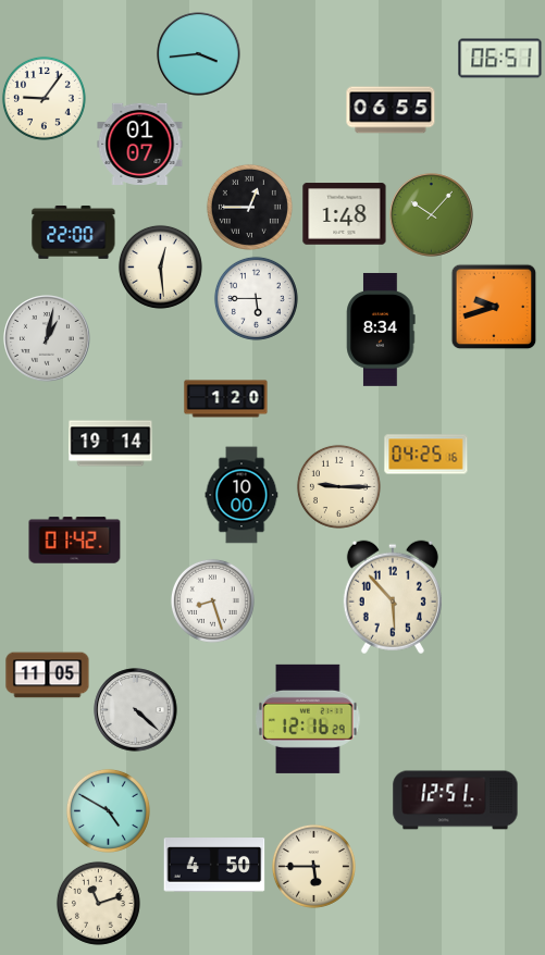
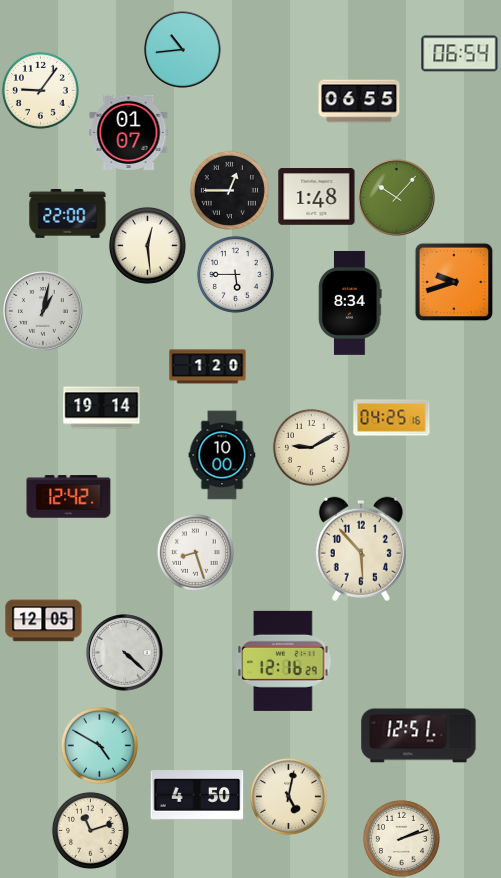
clock at (199, 54): 3:44 -> 10:44
clock at (500, 59): 06:51 -> 06:54
clock at (338, 486): 9:15 -> 9:10
clock at (75, 541): 01:42 -> 12:42
clock at (48, 675): 11:05 -> 12:05
clock at (313, 866): 5:45 -> 5:02
clock at (401, 838): none -> 2:12
